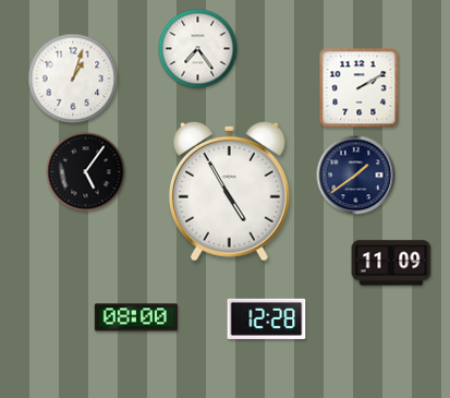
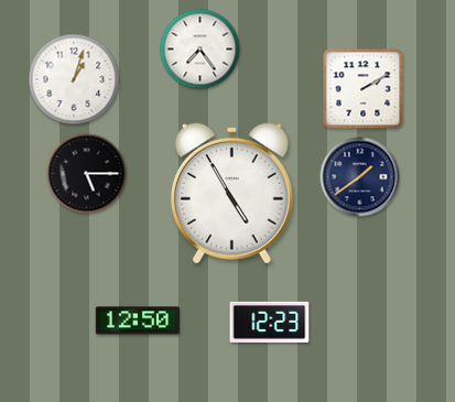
clock at (86, 172): 5:06 -> 5:15
clock at (391, 263): 11:09 -> none
clock at (135, 317): 08:00 -> 12:50
clock at (267, 318): 12:28 -> 12:23
